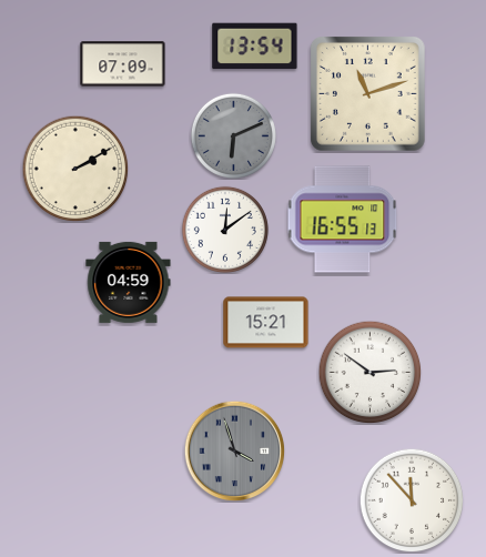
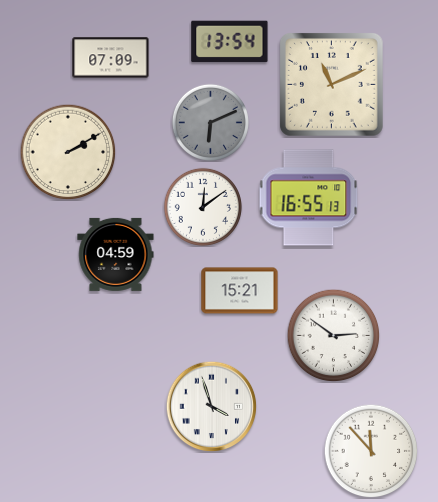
clock at (368, 94): 11:12 -> 11:11
clock at (234, 450) dial: grey -> white
